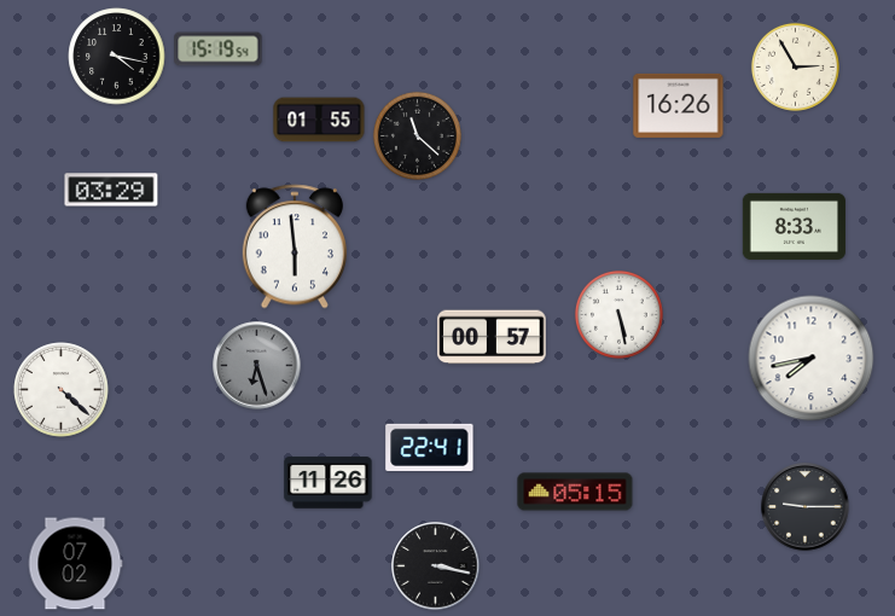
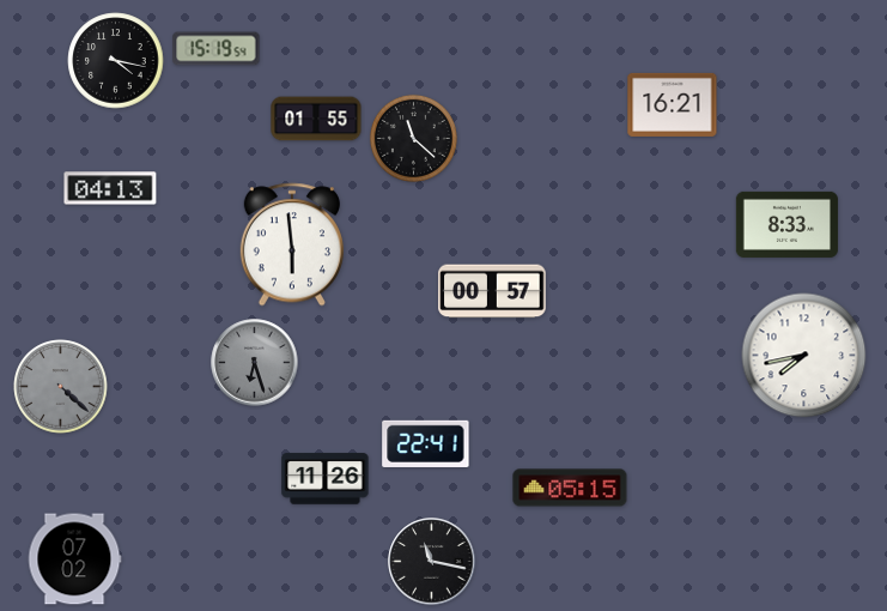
clock at (117, 57) position: (117, 57) -> (116, 61)
clock at (795, 66): 2:55 -> none
clock at (679, 105): 16:26 -> 16:21
clock at (417, 135) position: (417, 135) -> (413, 138)
clock at (111, 190): 03:29 -> 04:13
clock at (618, 314): 5:28 -> none
clock at (492, 337) position: (492, 337) -> (492, 291)
clock at (62, 390) dial: white -> grey
clock at (806, 507): 9:15 -> none
clock at (436, 566): 3:17 -> 11:17
